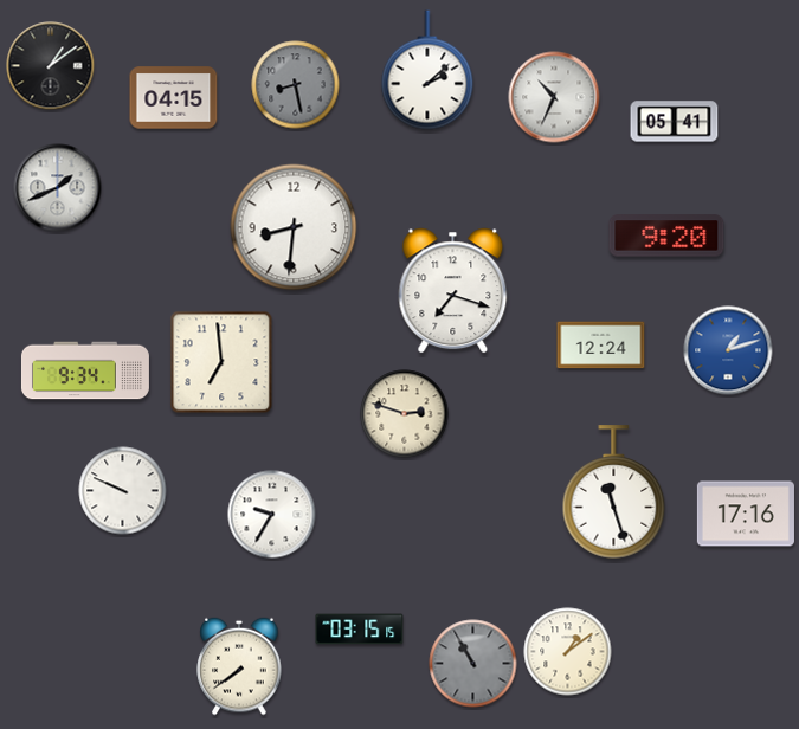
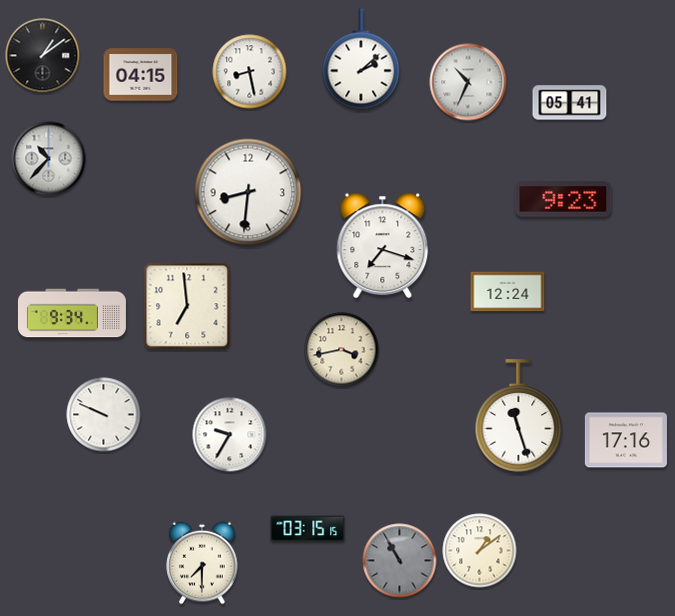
clock at (296, 85) dial: grey -> white
clock at (174, 98) position: (174, 98) -> (141, 75)
clock at (58, 188): 1:41 -> 10:37
clock at (666, 236): 9:20 -> 9:23
clock at (728, 350): 1:12 -> none
clock at (405, 414): 2:48 -> 3:43
clock at (746, 514) position: (746, 514) -> (626, 440)
clock at (360, 630) position: (360, 630) -> (308, 529)
clock at (239, 666): 7:39 -> 7:30
